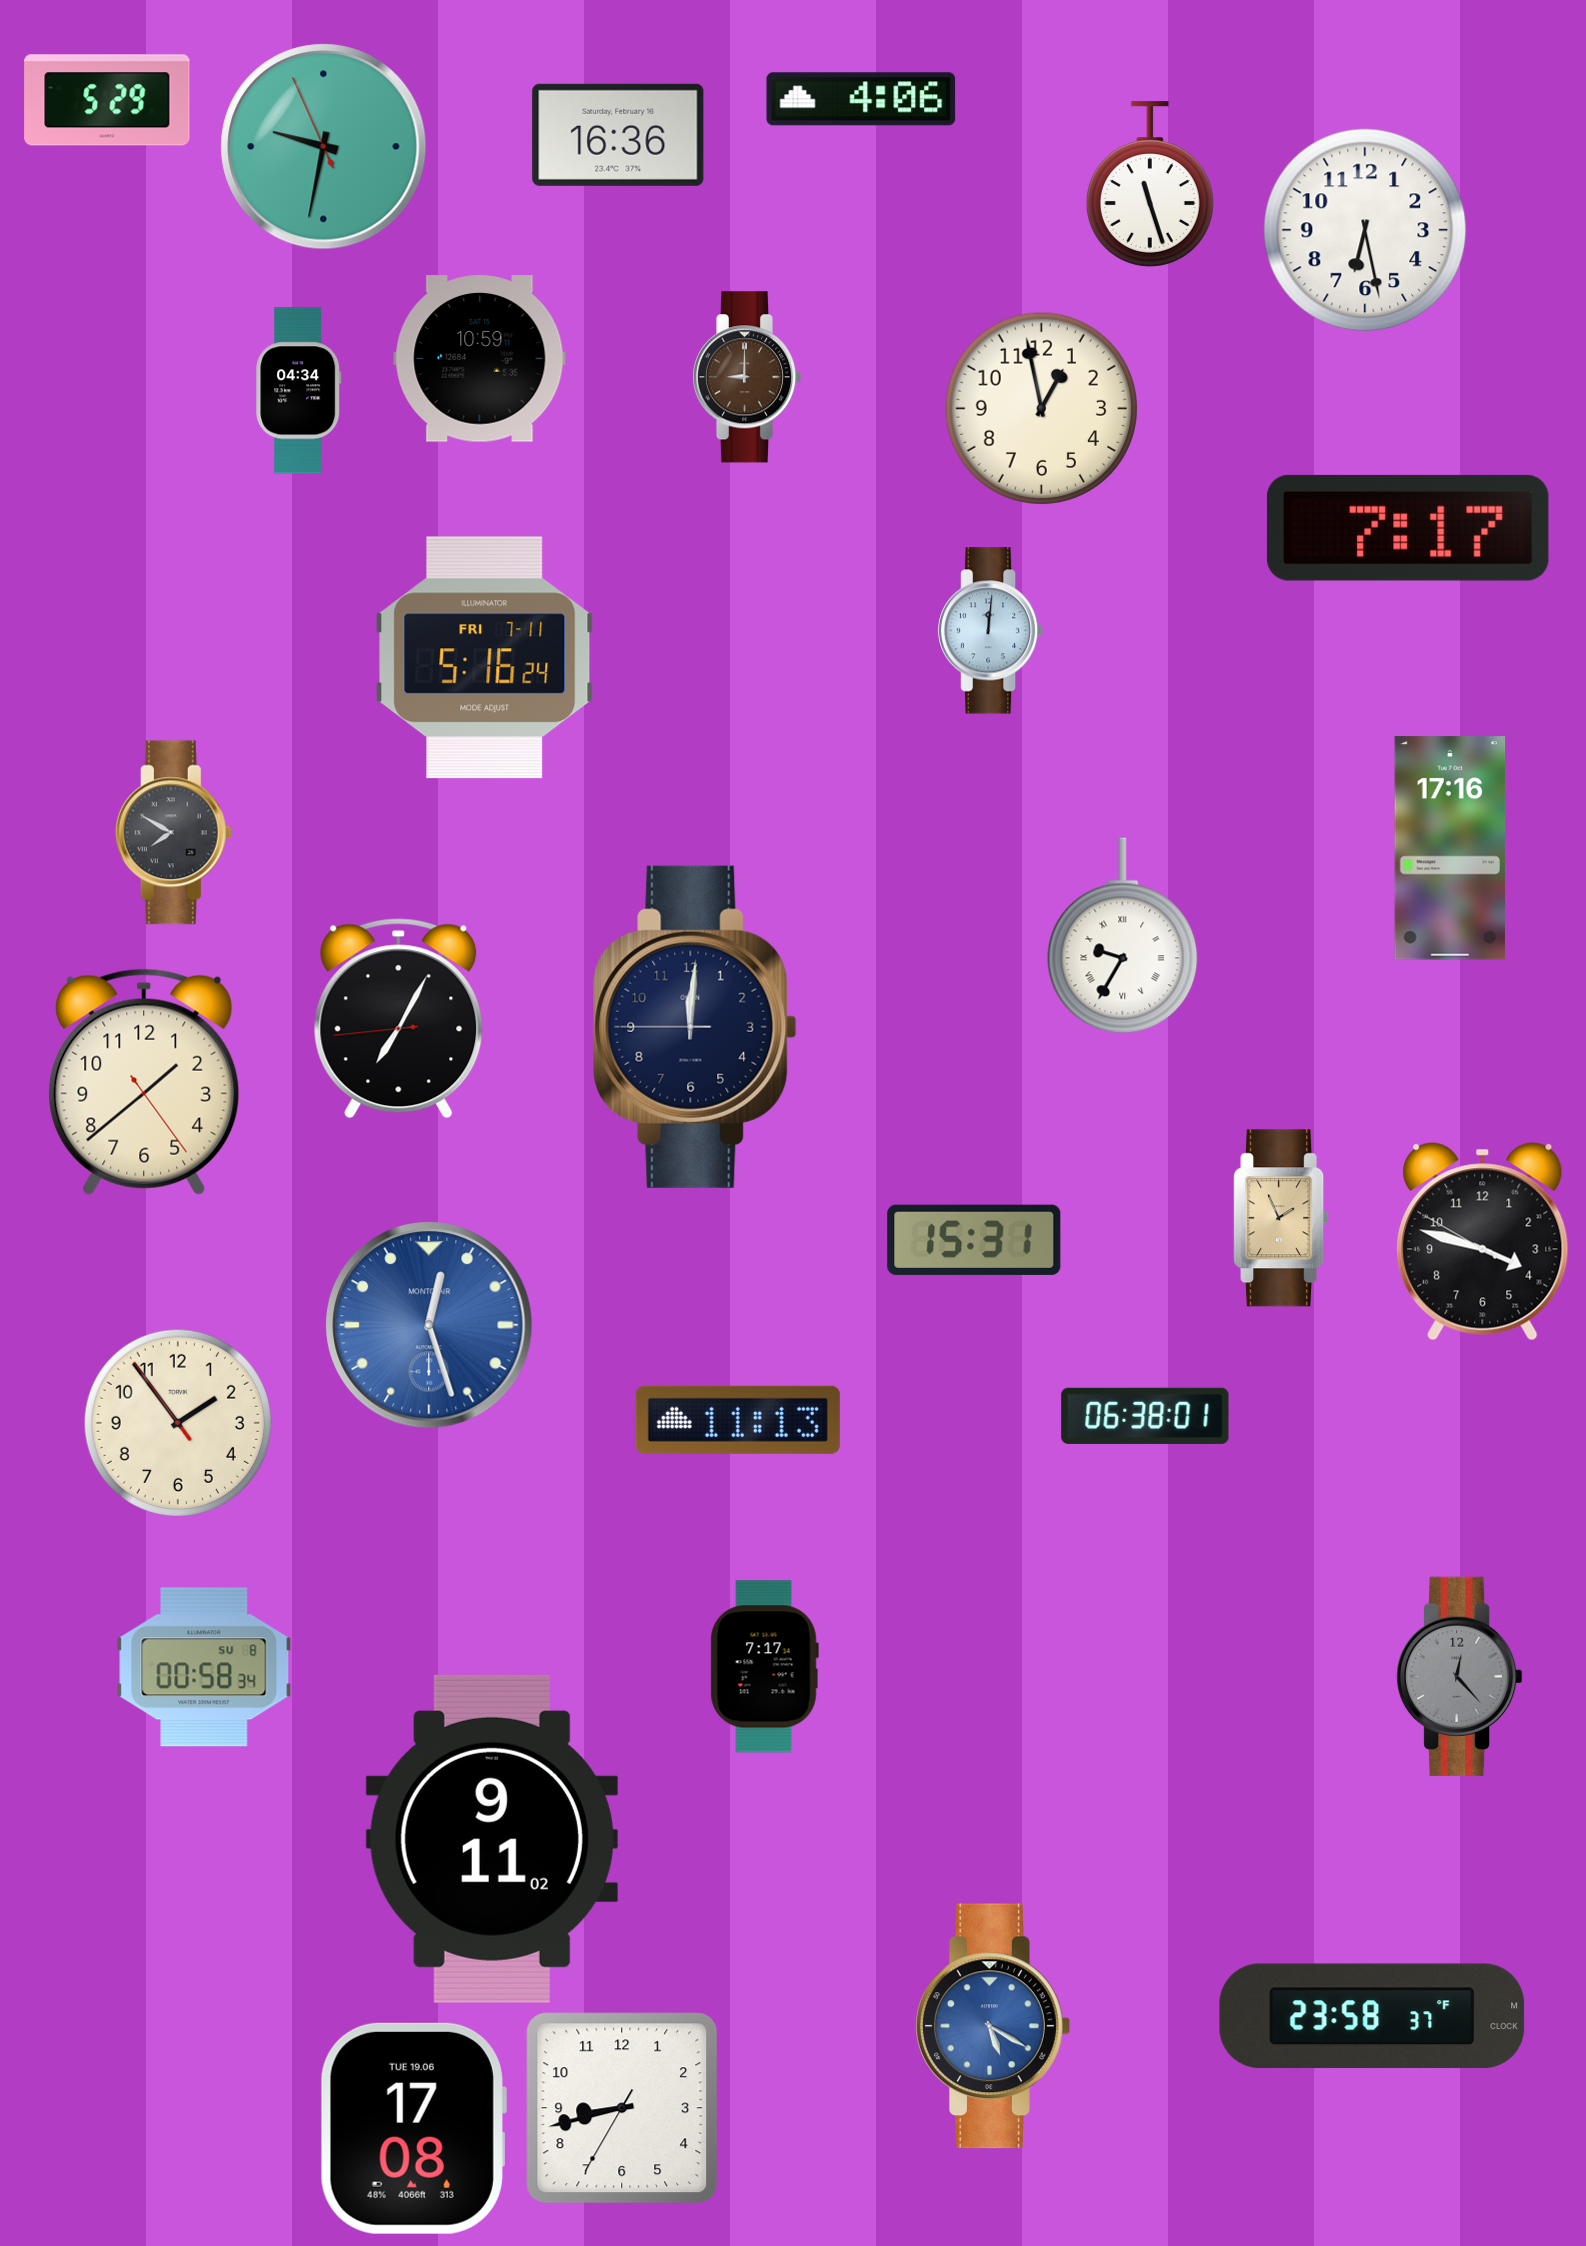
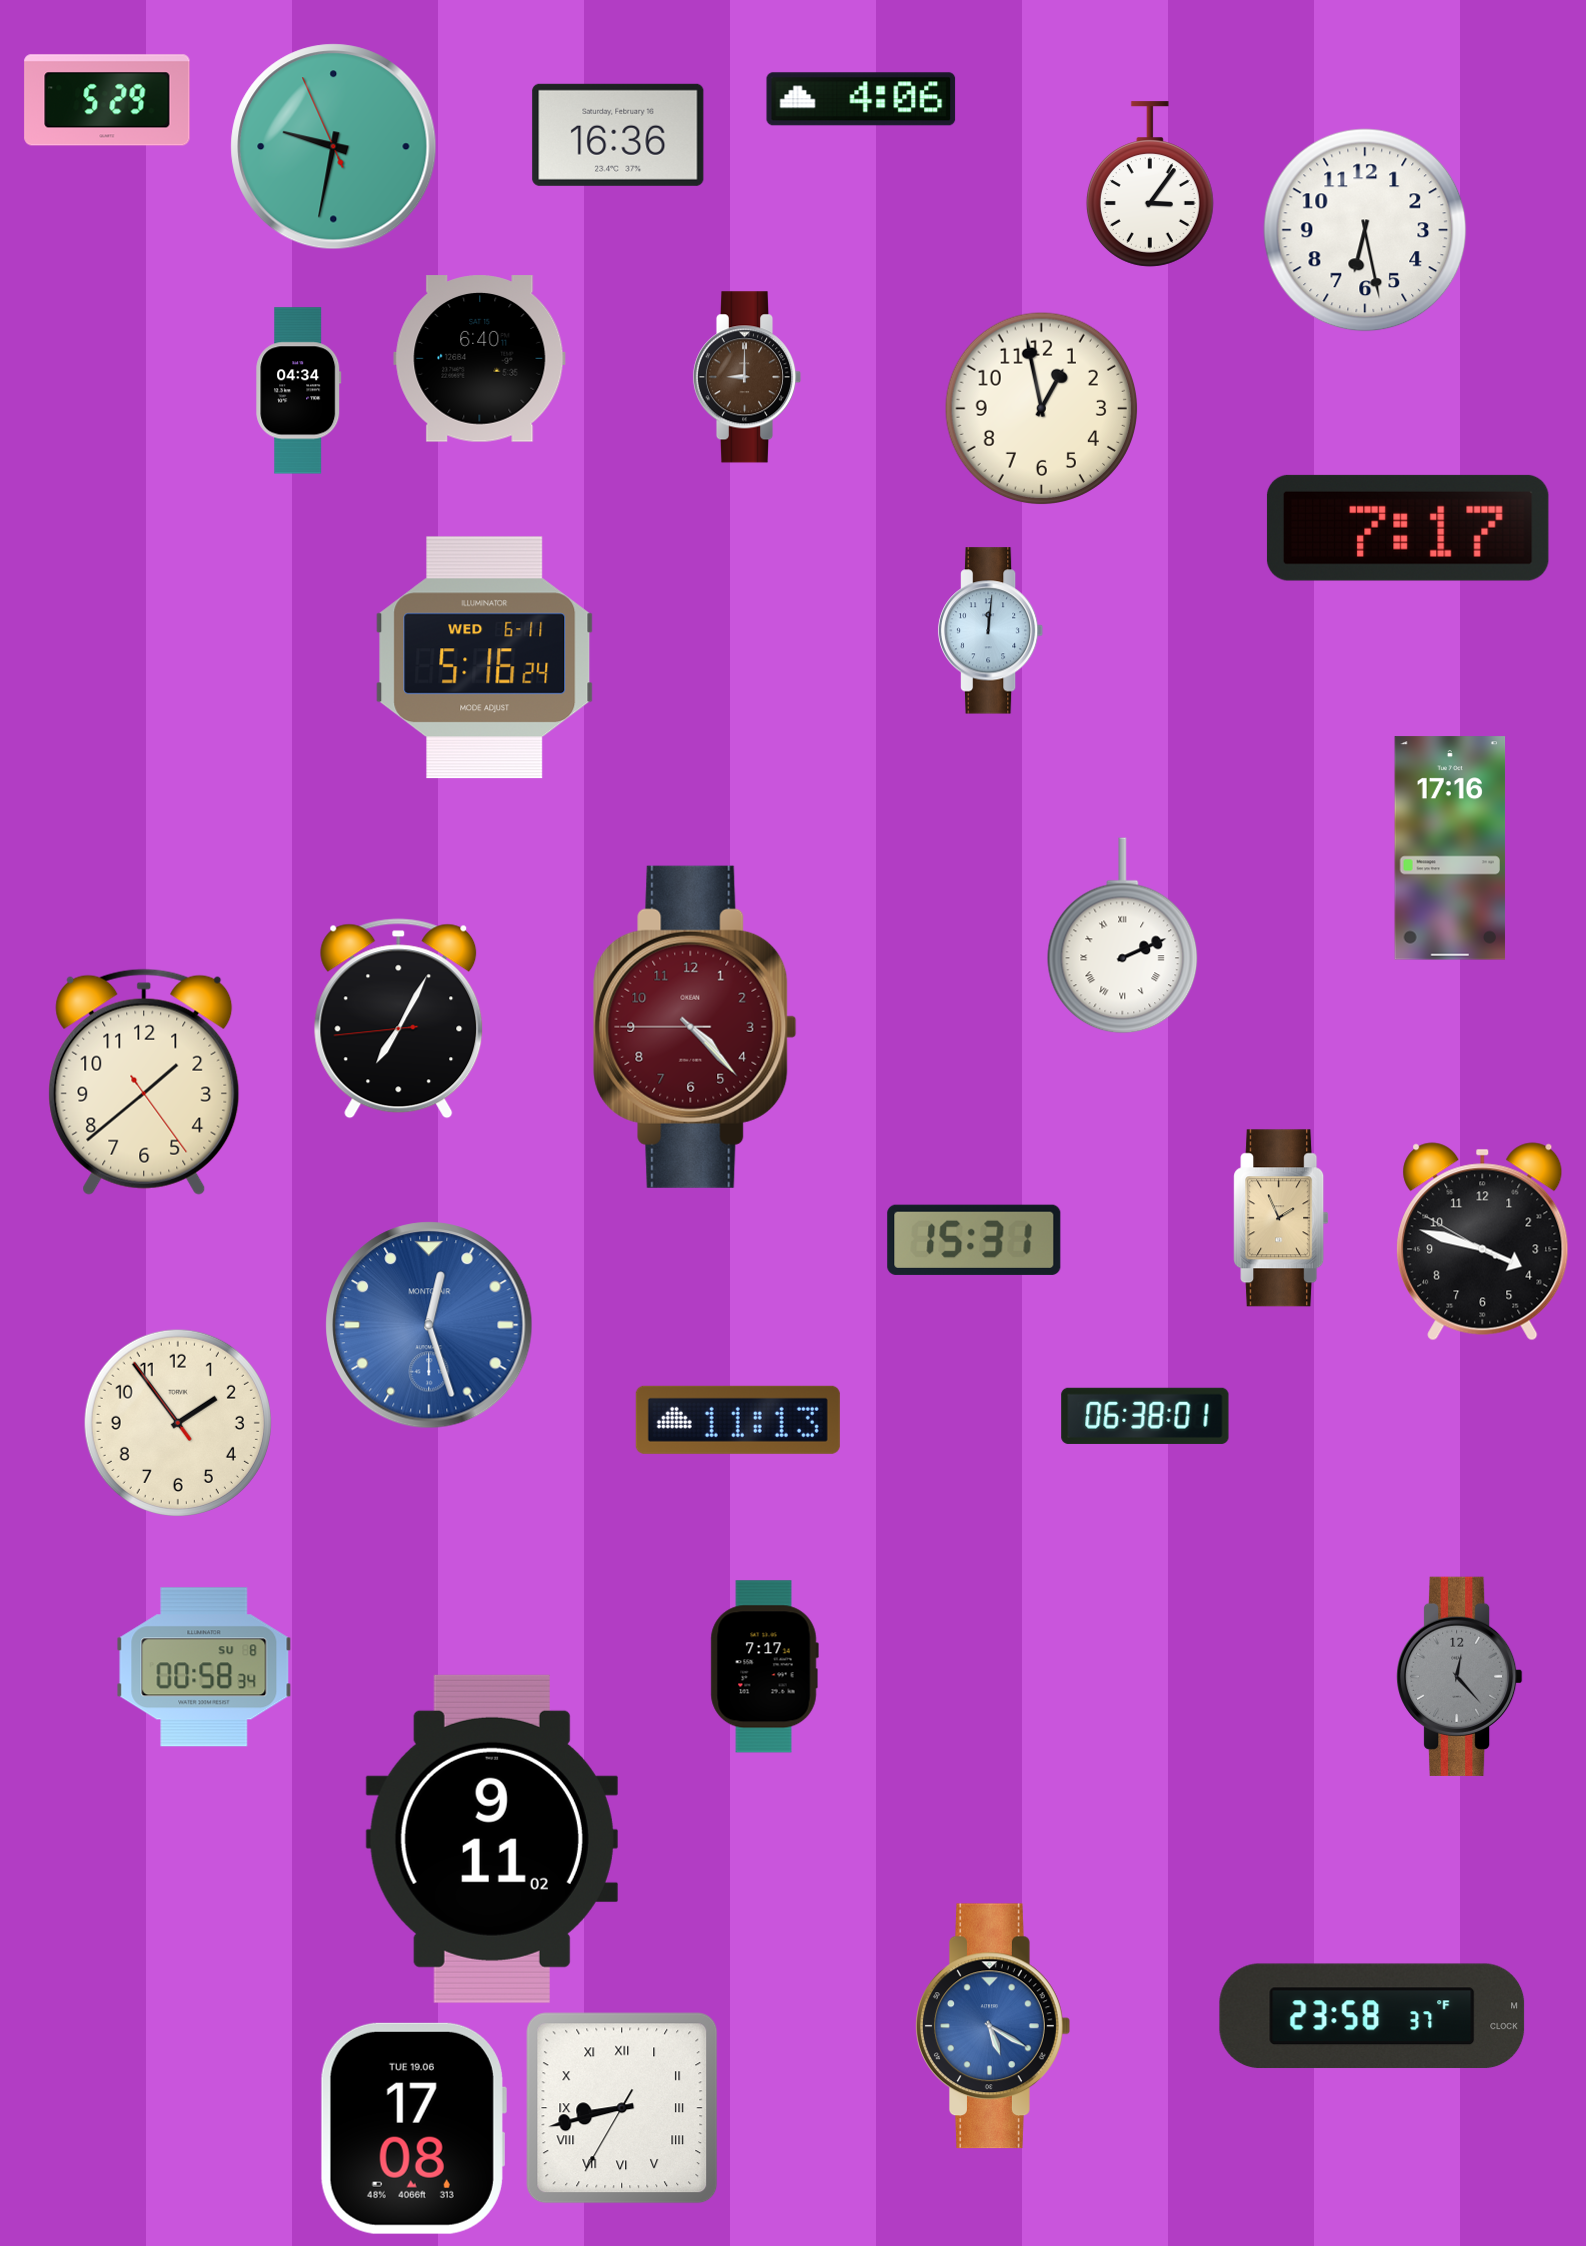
clock at (324, 147) position: (324, 147) -> (334, 147)
clock at (1150, 184): 11:27 -> 3:06
clock at (480, 359): 10:59 -> 6:40
clock at (485, 658) date: FRI 7-11 -> WED 6-11
clock at (173, 833): 7:50 -> none
clock at (1123, 936): 9:35 -> 2:11
clock at (695, 1027): 12:00 -> 4:22
clock at (695, 1027) dial: navy -> burgundy
clock at (622, 2108) numerals: Arabic -> Roman
